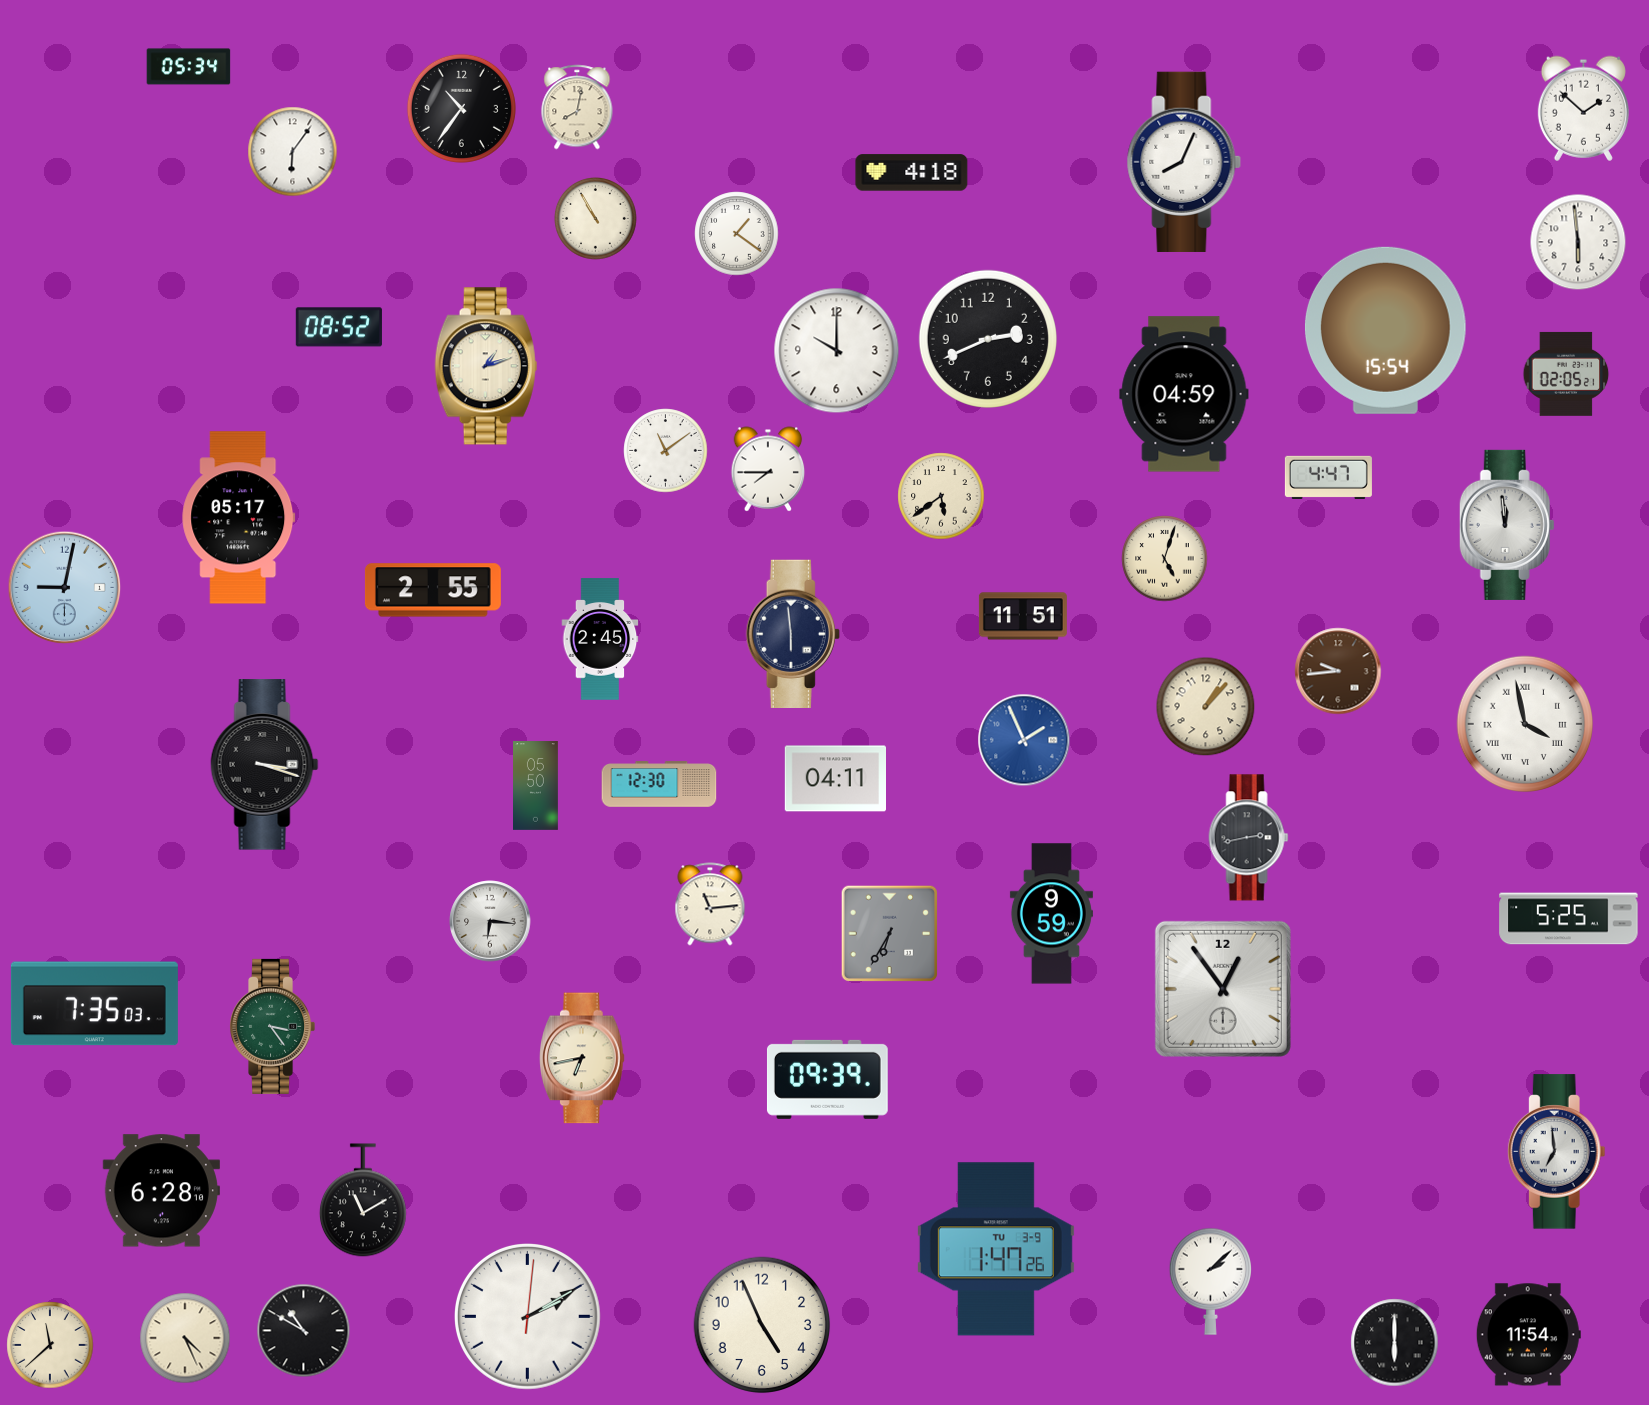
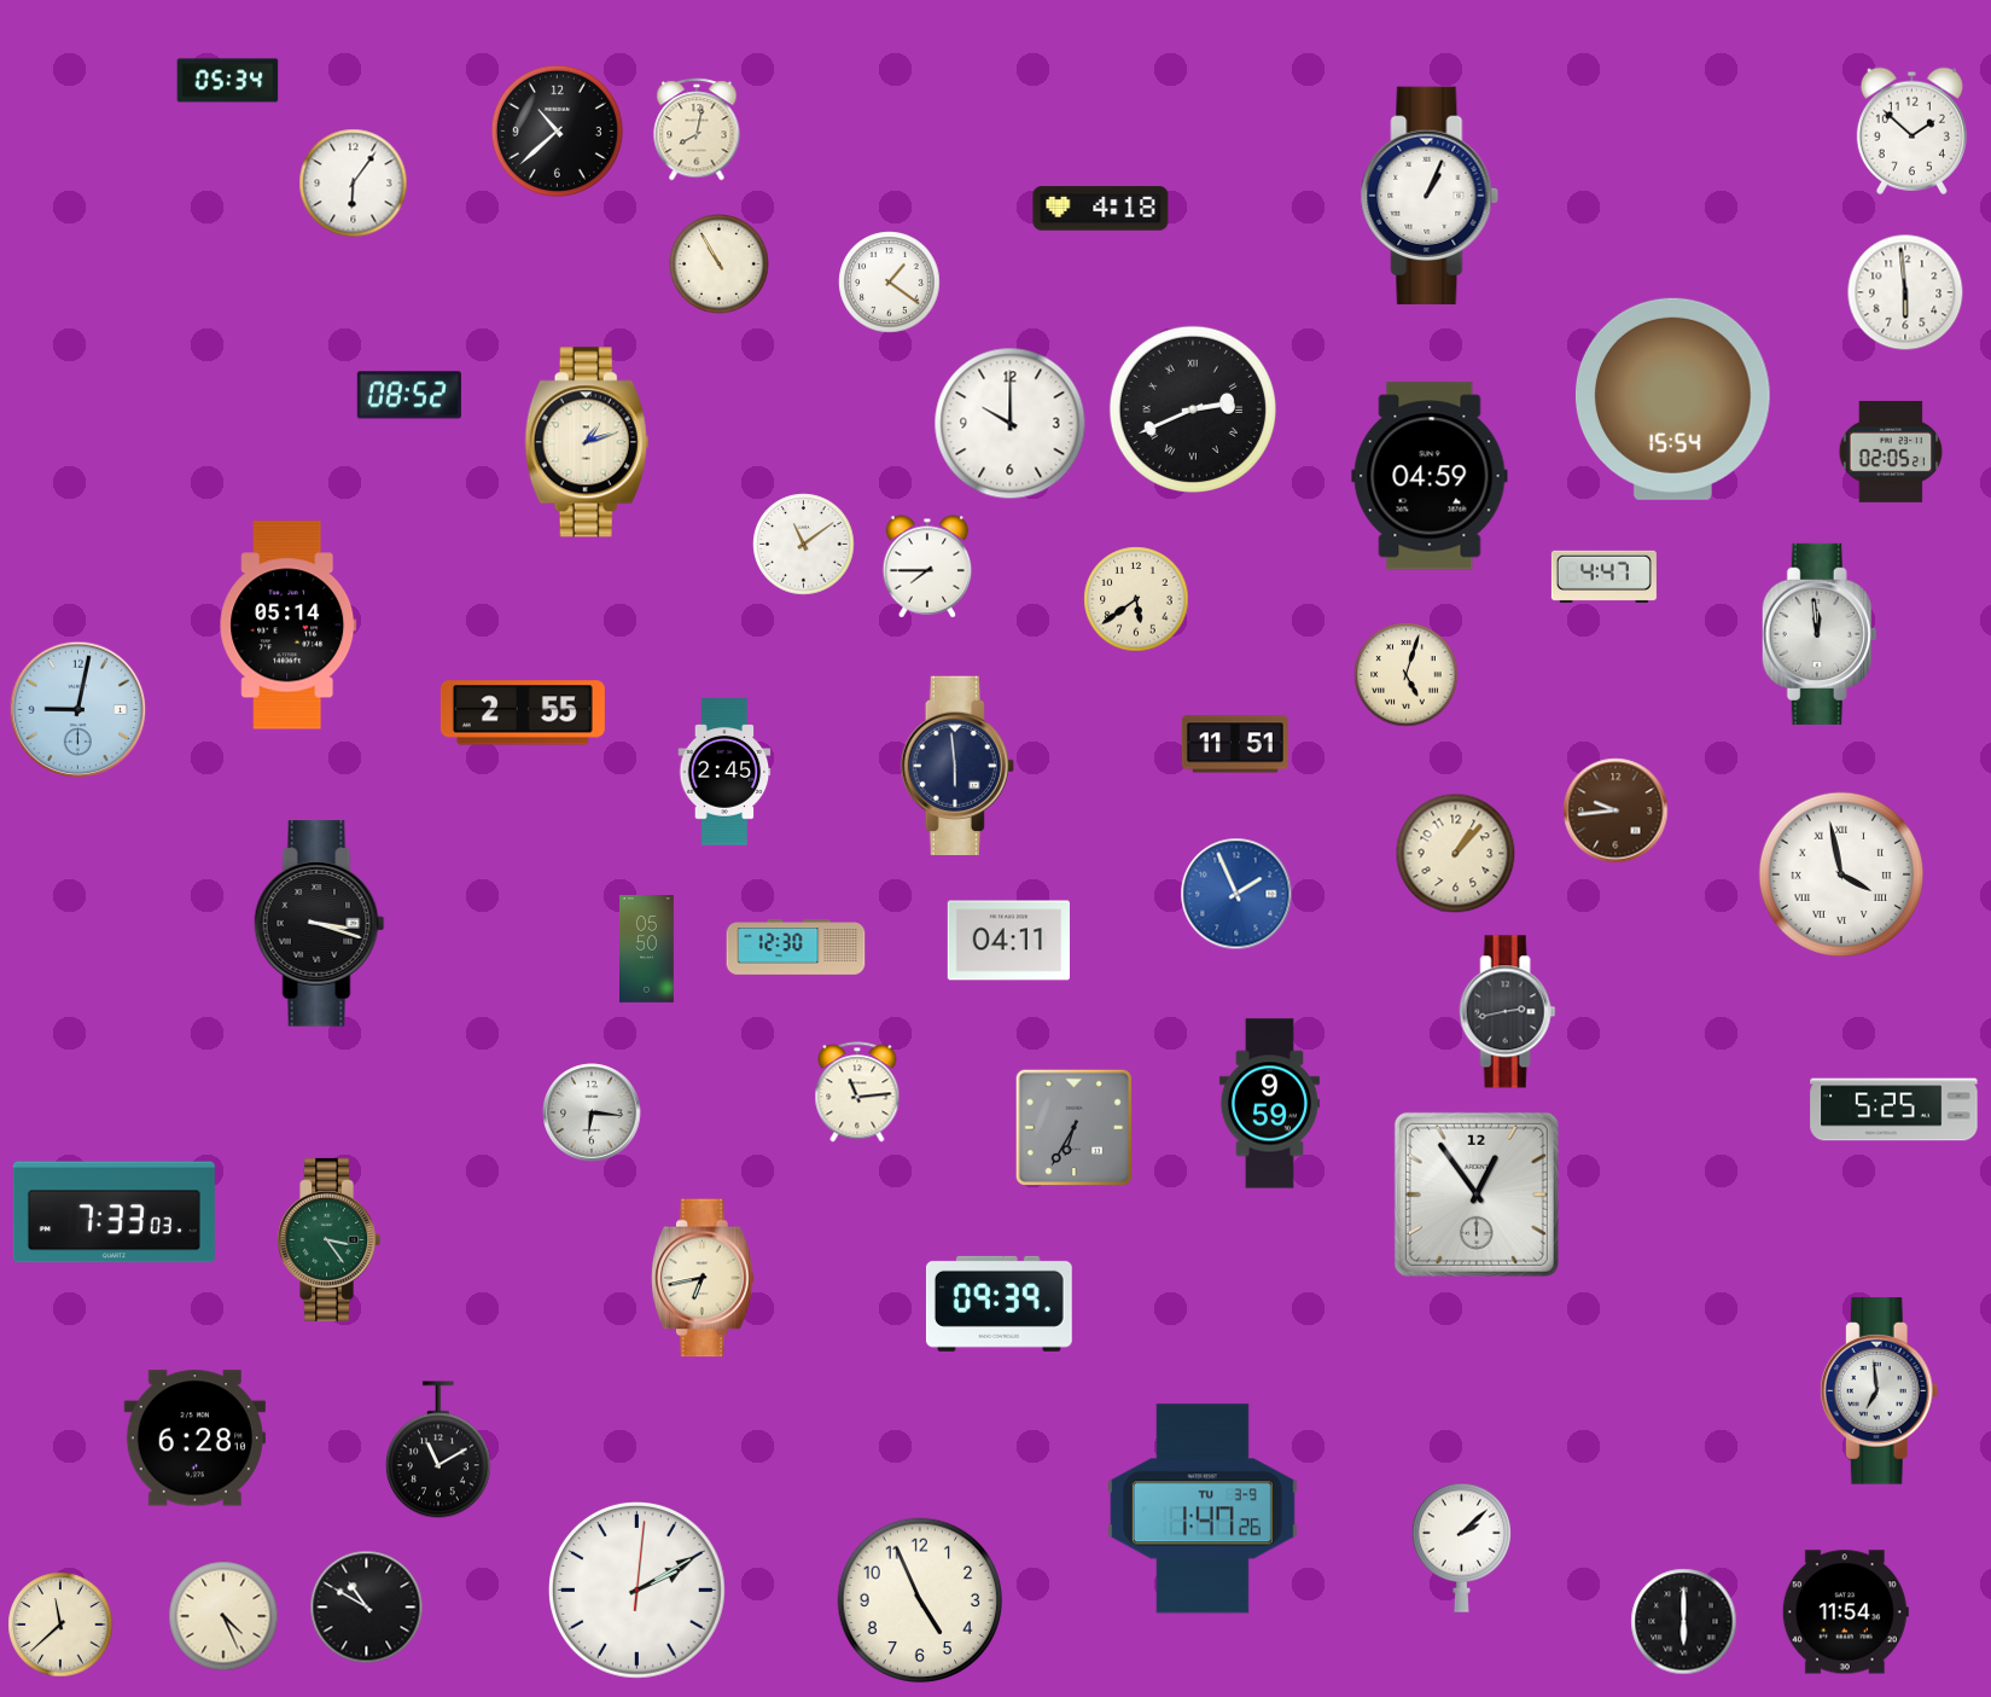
clock at (461, 108): 10:36 -> 10:38
clock at (1184, 162): 8:04 -> 1:04
clock at (988, 339) numerals: Arabic -> Roman
clock at (239, 518): 05:17 -> 05:14
clock at (94, 1004): 7:35 -> 7:33
